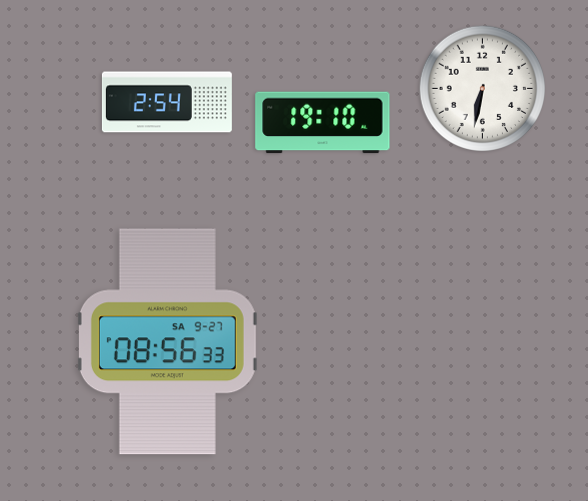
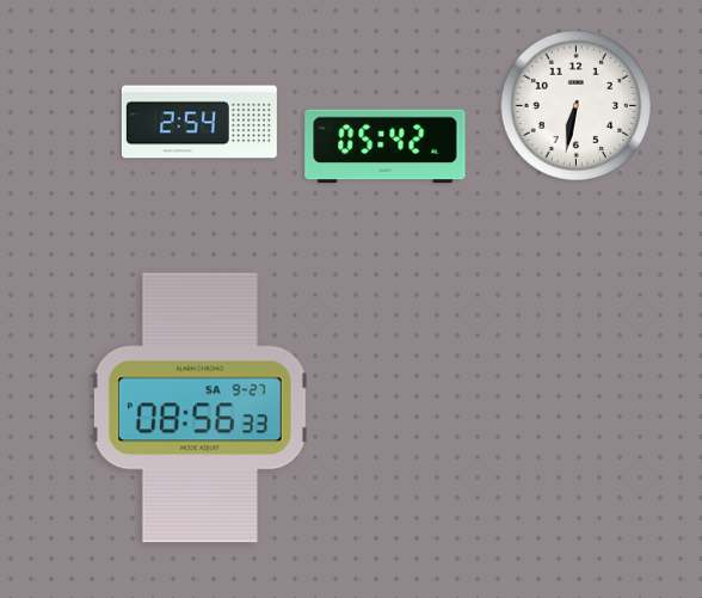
clock at (323, 123): 19:10 -> 05:42
